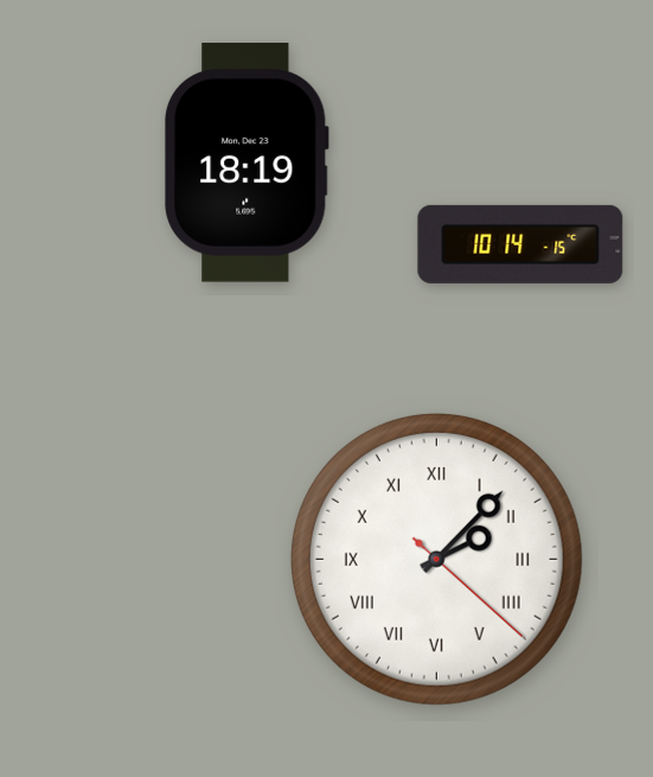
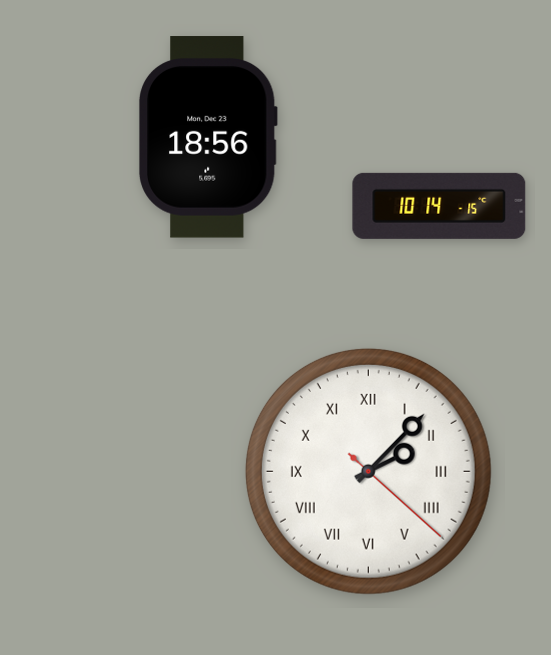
clock at (247, 163): 18:19 -> 18:56
